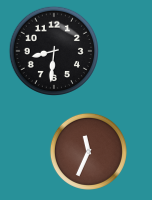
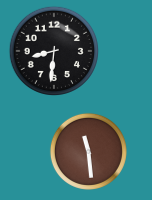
clock at (88, 151): 11:34 -> 11:29
